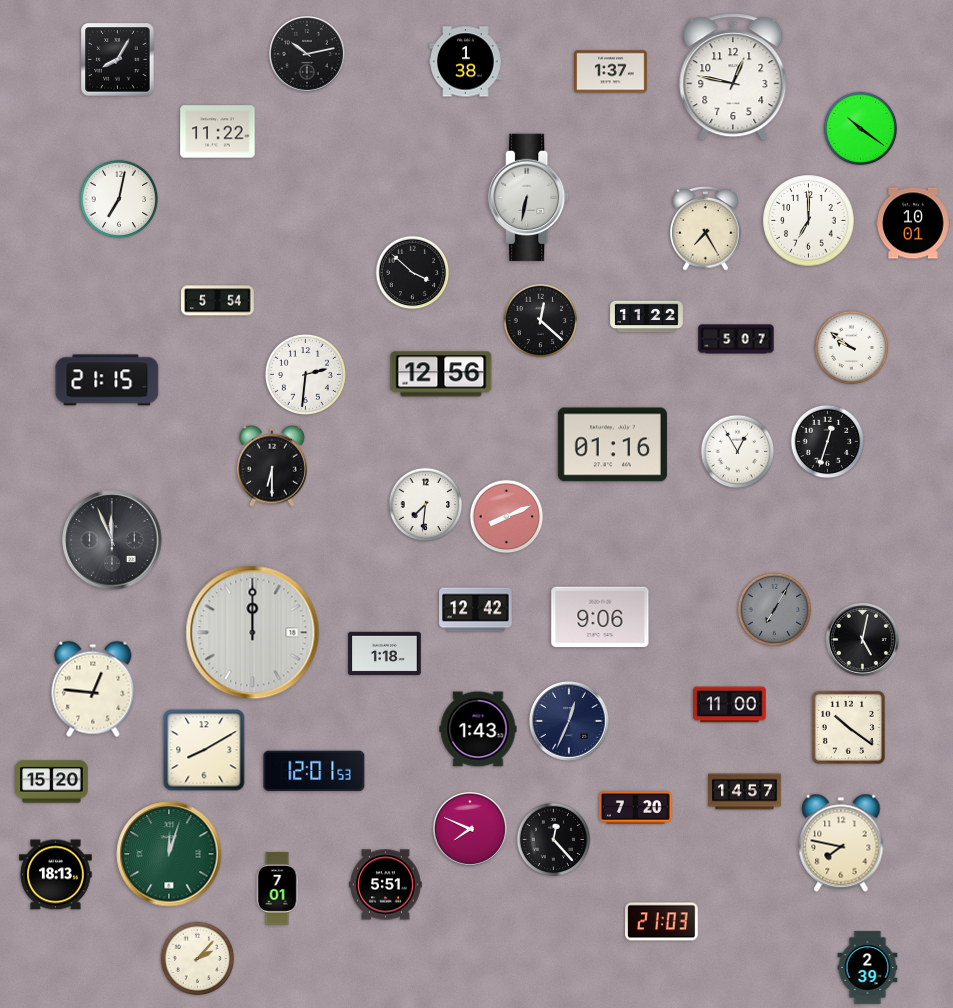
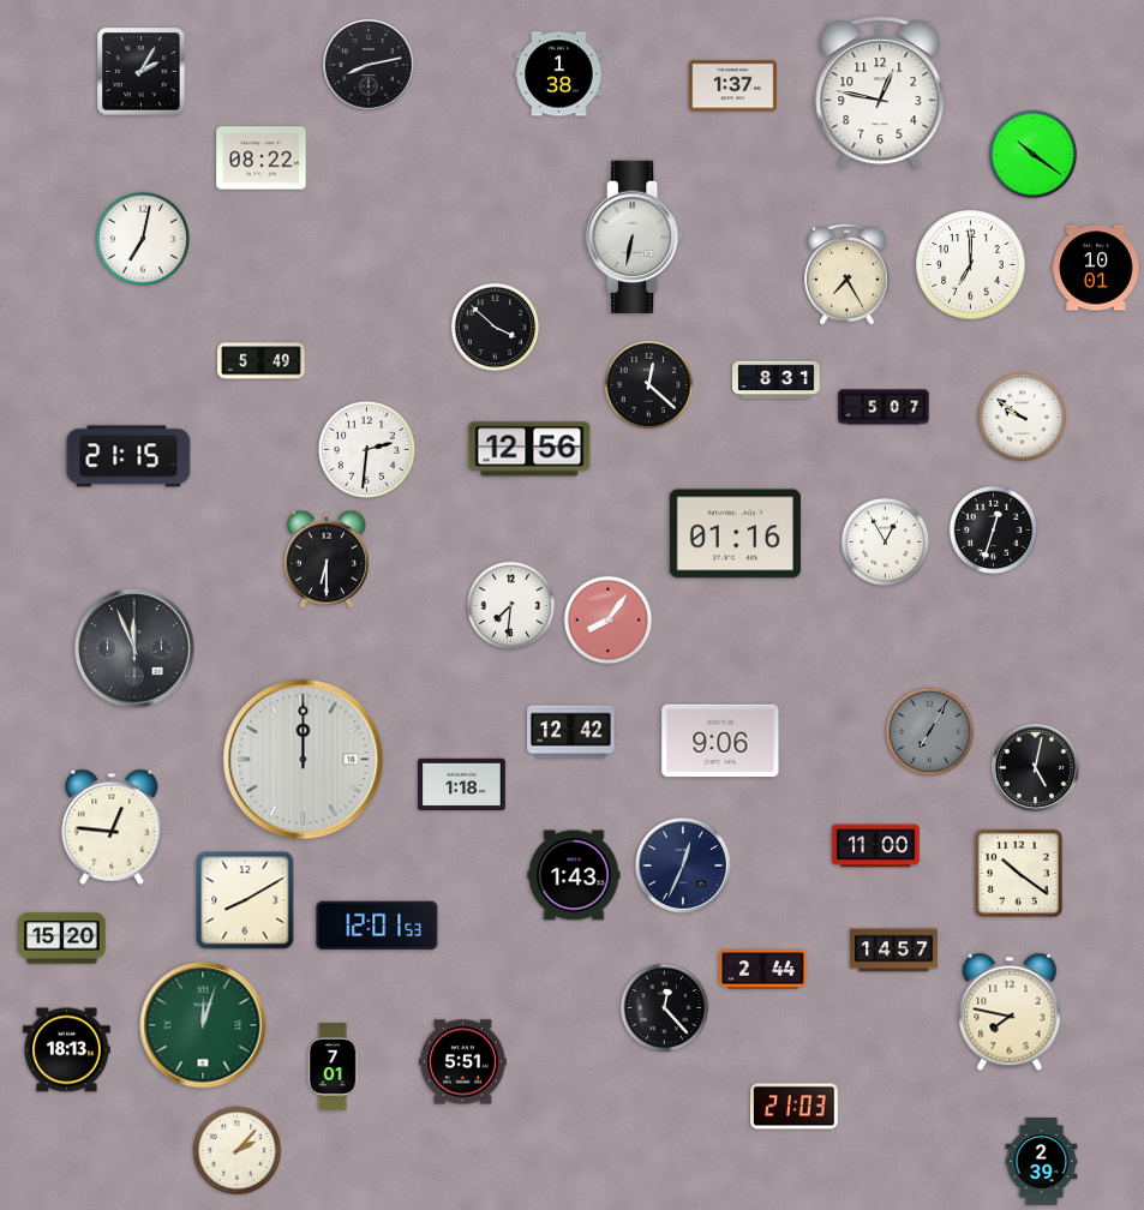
clock at (307, 54): 10:13 -> 8:13
clock at (118, 60): 8:05 -> 2:05
clock at (218, 132): 11:22 -> 08:22
clock at (218, 301): 5:54 -> 5:49
clock at (647, 317): 11:22 -> 8:31
clock at (507, 517): 8:11 -> 8:06
clock at (636, 808): 7:20 -> 2:44
clock at (470, 829): 7:49 -> none
